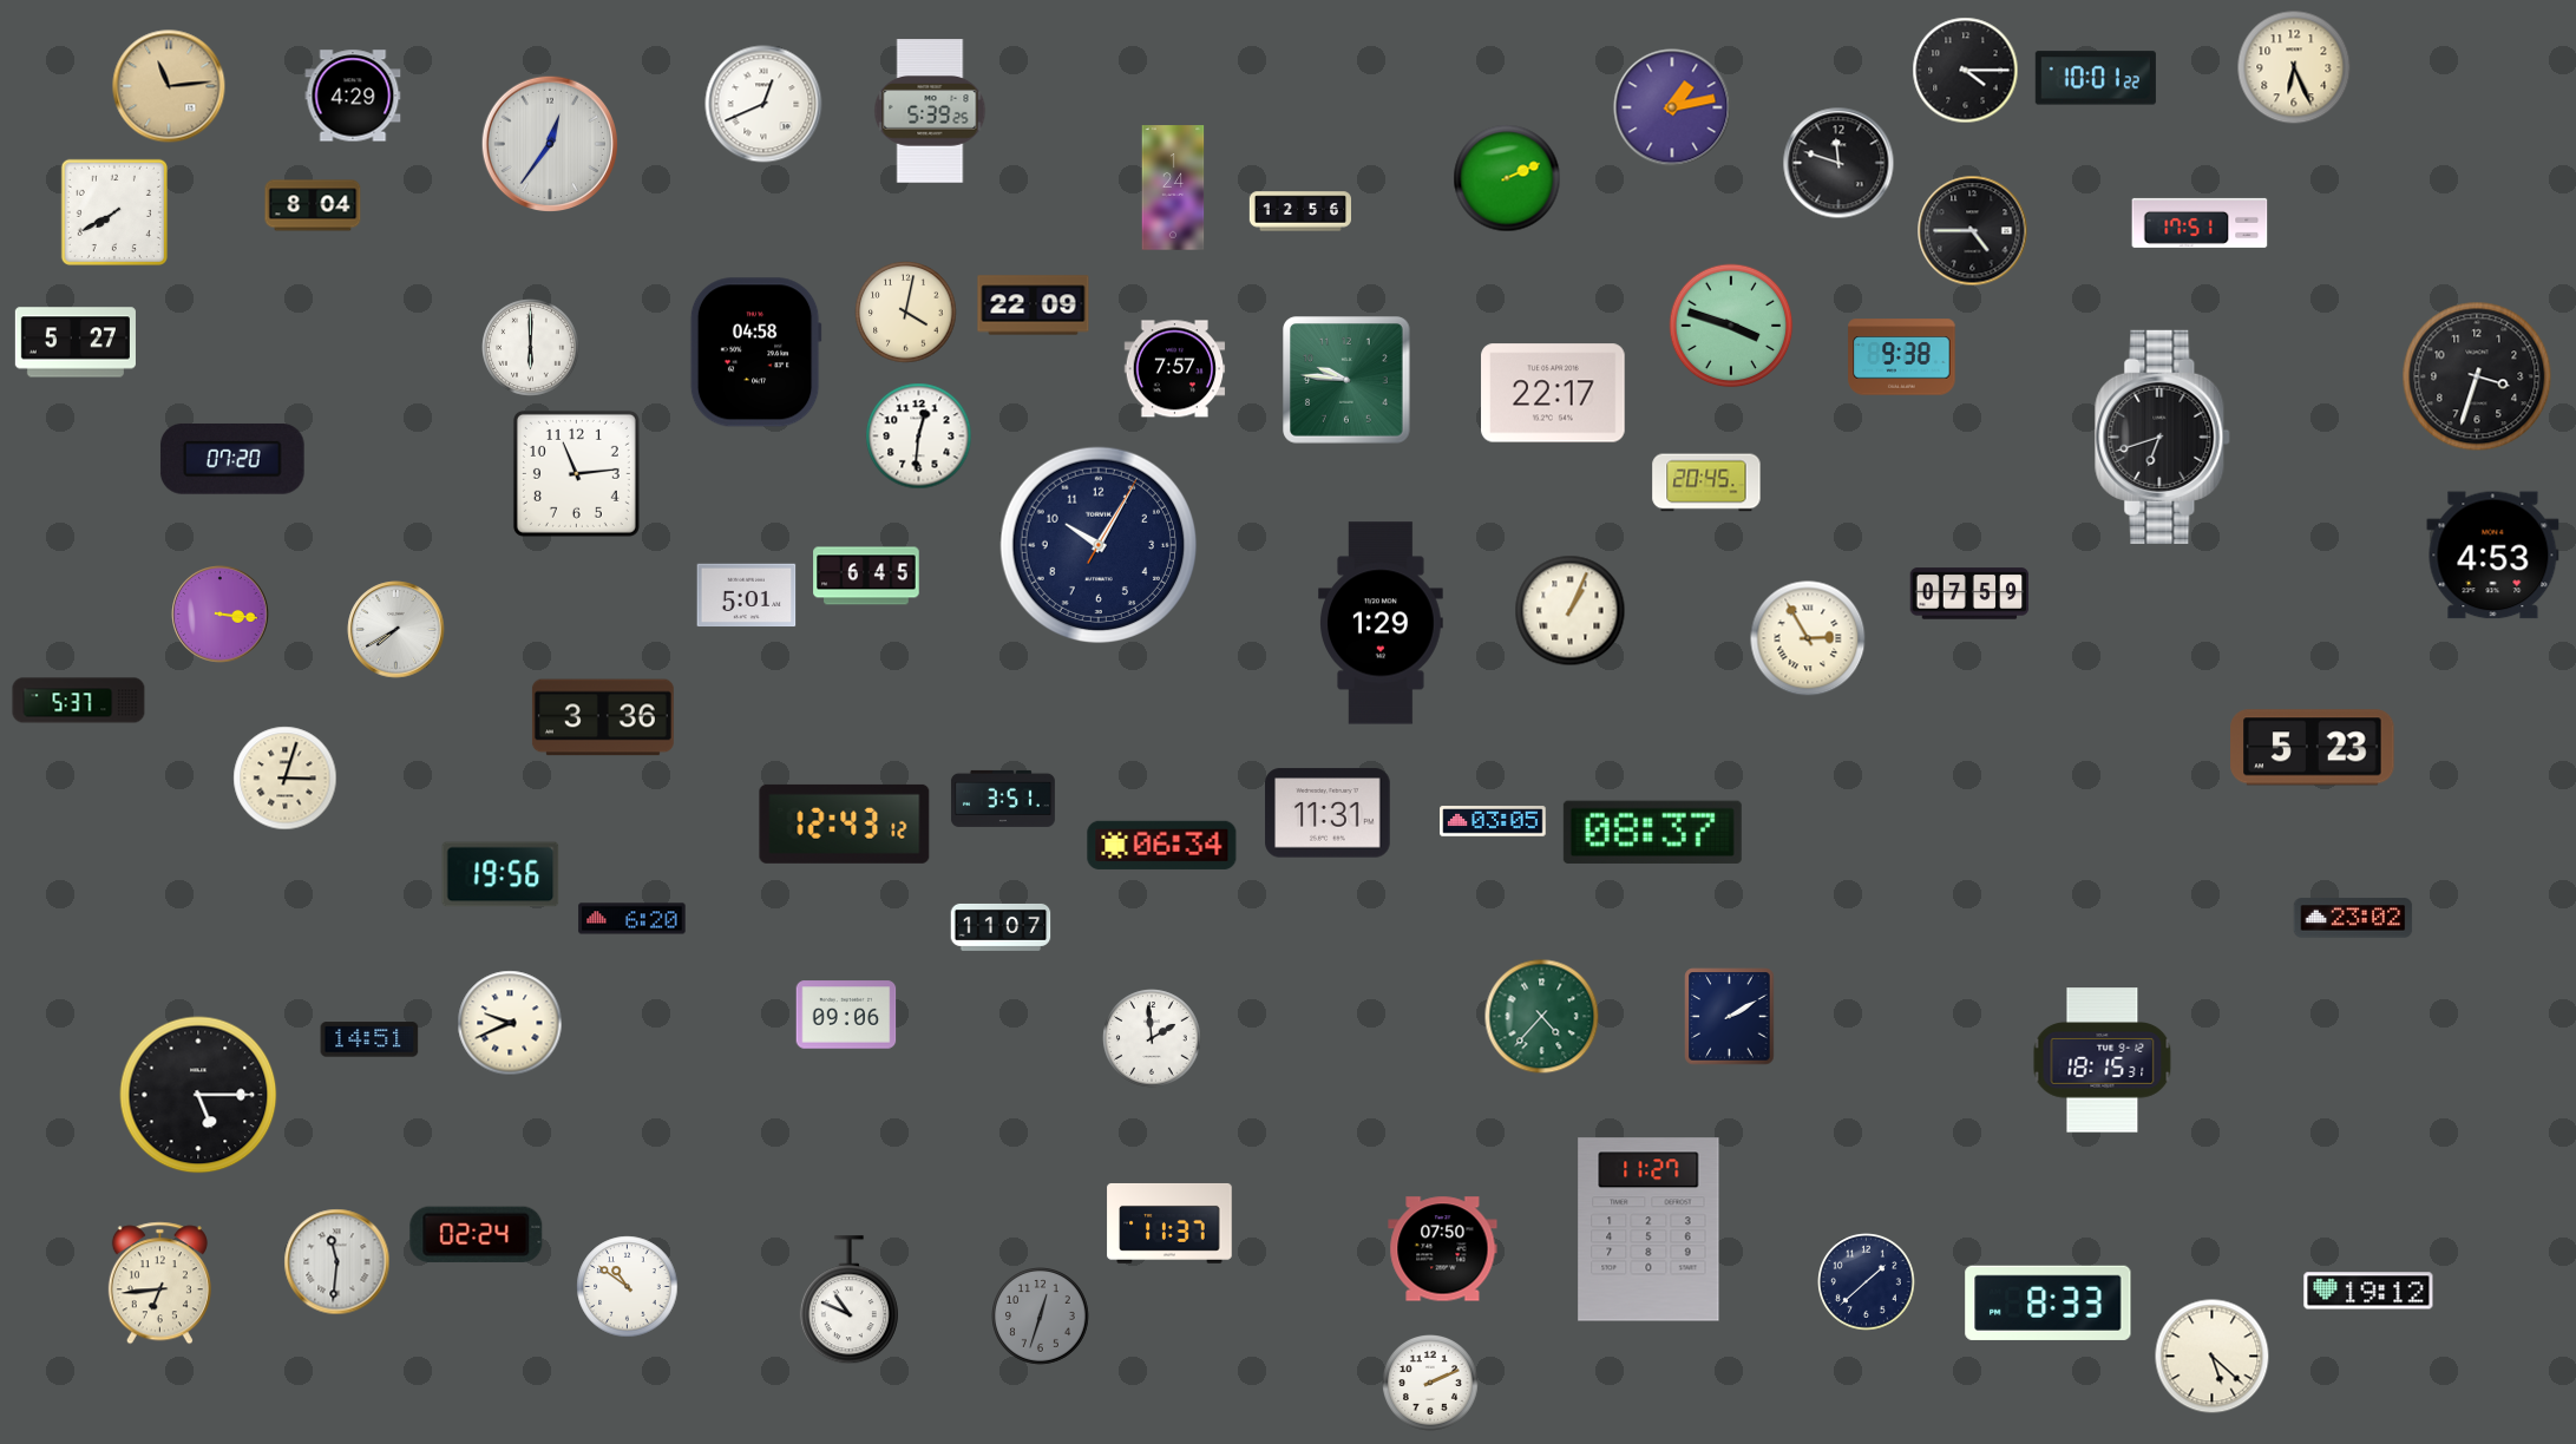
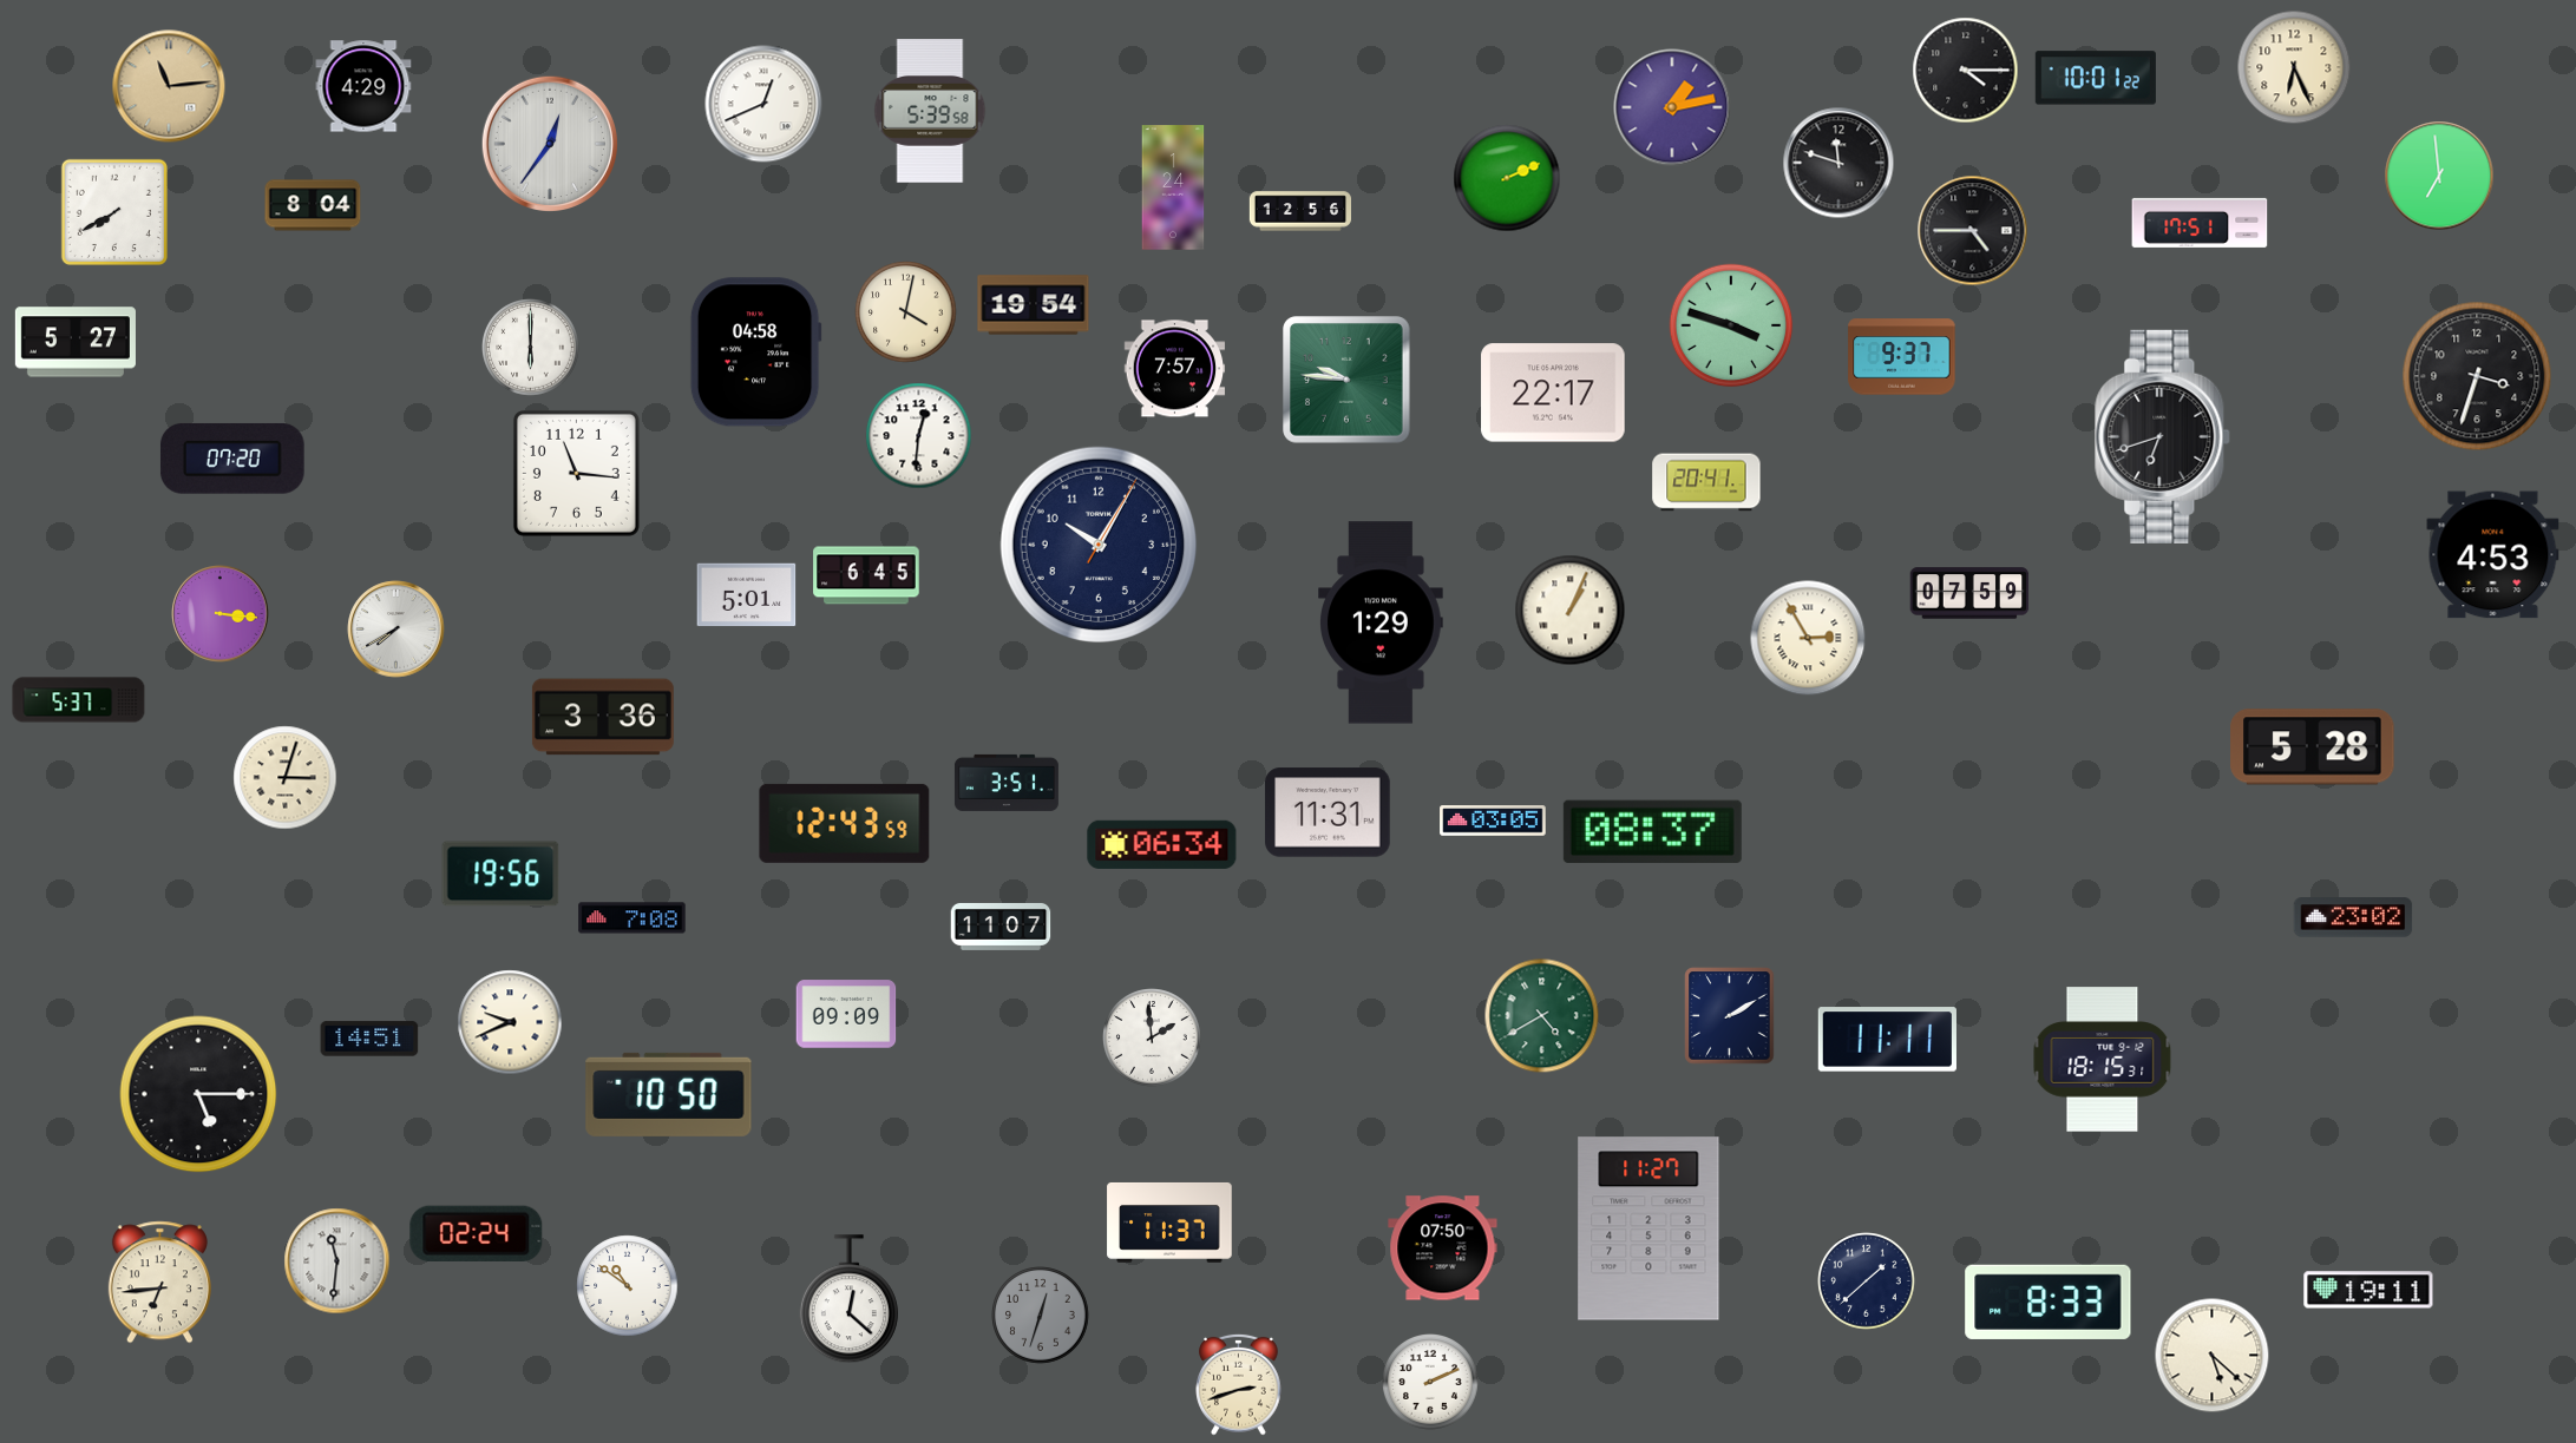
clock at (353, 96) position: (353, 96) -> (363, 86)
clock at (930, 111): 5:39:25 -> 5:39:58
clock at (2439, 176): none -> 6:59
clock at (1034, 306): 22:09 -> 19:54
clock at (1902, 357): 9:38 -> 9:37
clock at (576, 473): 11:14 -> 11:16
clock at (1706, 483): 20:45 -> 20:41
clock at (2313, 748): 5:23 -> 5:28
clock at (1003, 799) position: (1003, 799) -> (1007, 783)
clock at (845, 823): 12:43:12 -> 12:43:59
clock at (632, 919): 6:20 -> 7:08
clock at (846, 1015): 09:06 -> 09:09
clock at (1542, 1017): 4:37 -> 4:40
clock at (1887, 1040): none -> 11:11
clock at (669, 1094): none -> 10:50
clock at (2368, 1291): 19:12 -> 19:11
clock at (848, 1300): 10:49 -> 12:22
clock at (1239, 1384): none -> 2:42
